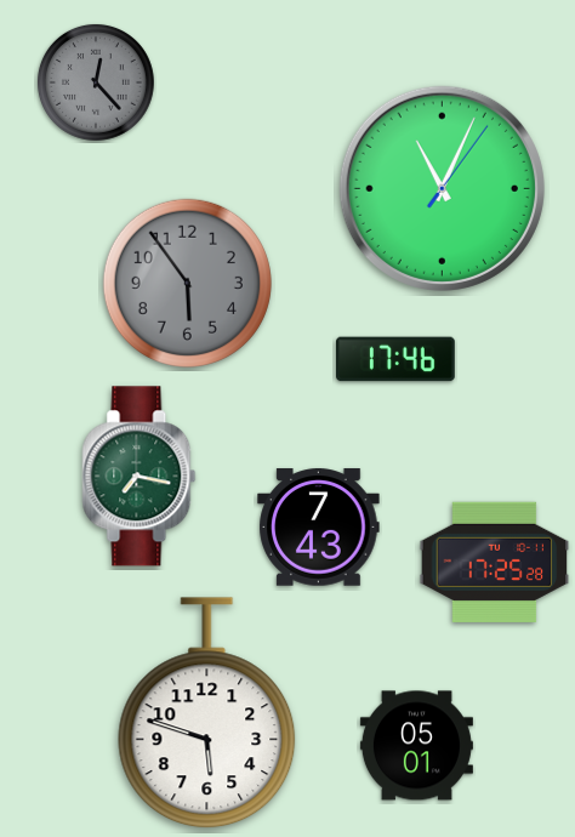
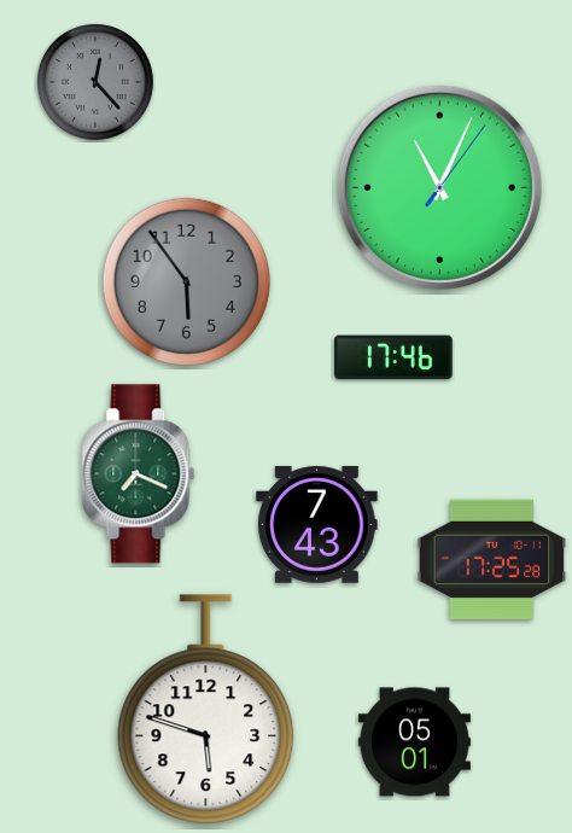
clock at (140, 477): 7:17 -> 7:19
